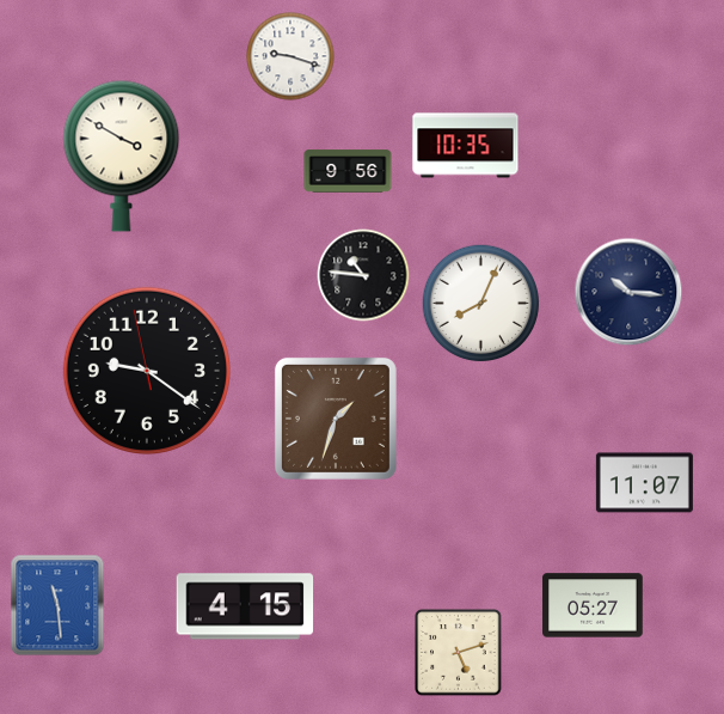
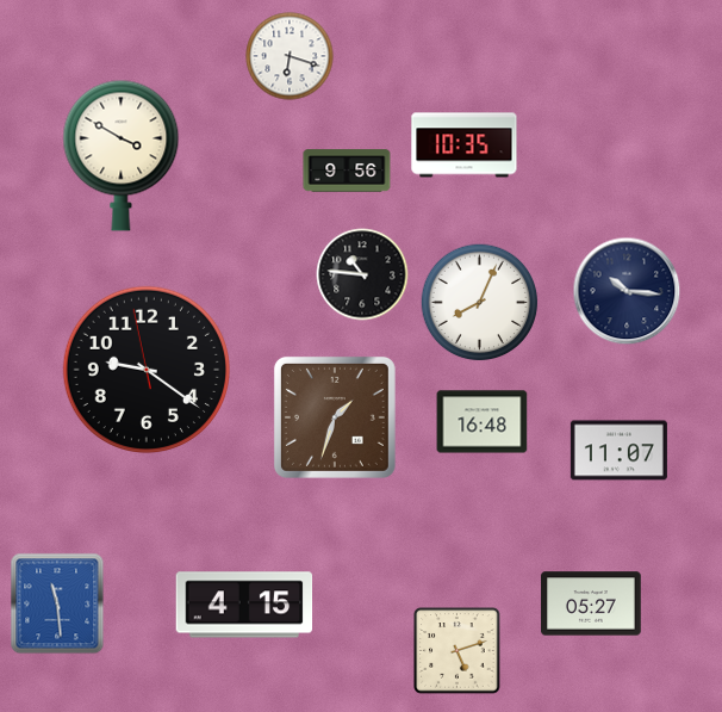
clock at (290, 56): 9:18 -> 6:18
clock at (483, 422): none -> 16:48
clock at (644, 483) position: (644, 483) -> (618, 451)
